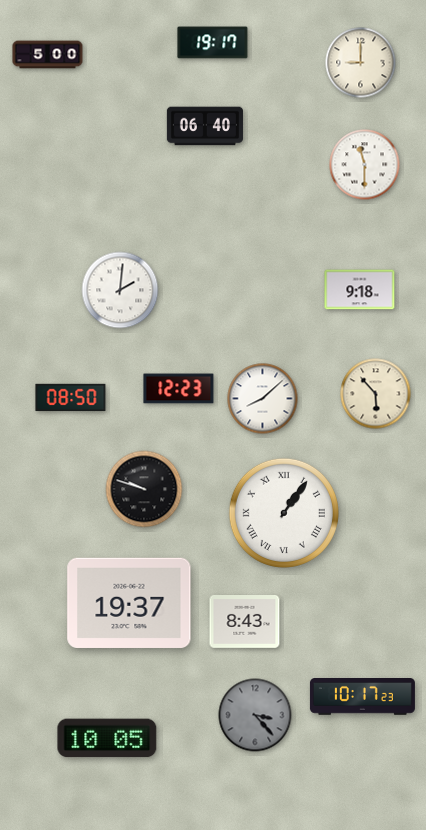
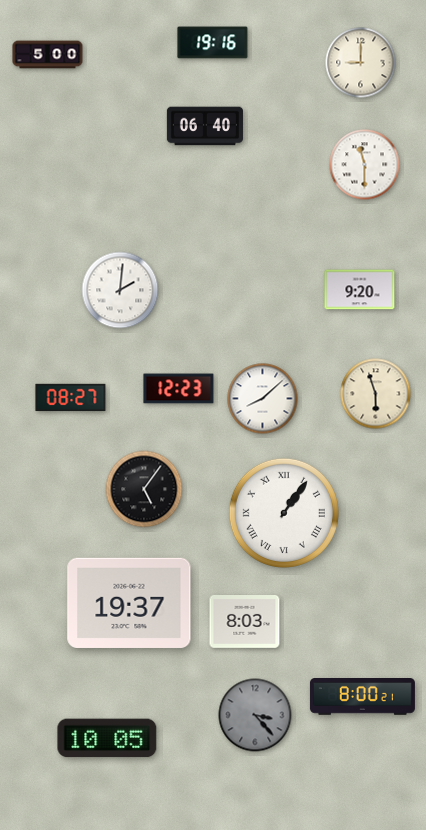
clock at (213, 43): 19:17 -> 19:16
clock at (360, 290): 9:18 -> 9:20
clock at (376, 394): 5:53 -> 5:57
clock at (71, 398): 08:50 -> 08:27
clock at (144, 489): 9:48 -> 5:06
clock at (245, 622): 8:43 -> 8:03
clock at (362, 697): 10:17 -> 8:00
